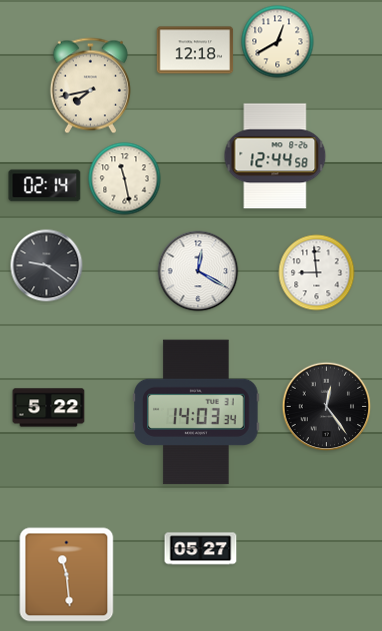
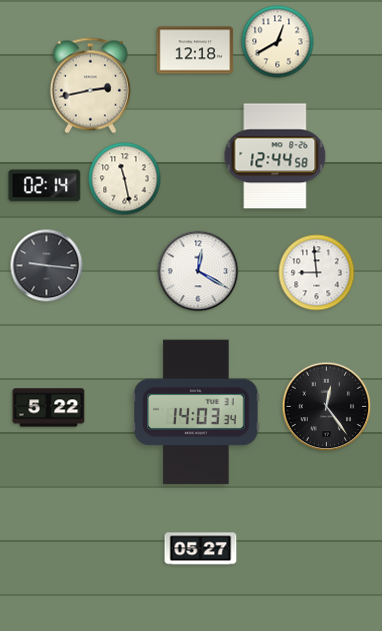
clock at (90, 86): 7:43 -> 2:43
clock at (47, 266): 9:21 -> 9:16
clock at (67, 575): 11:29 -> none
